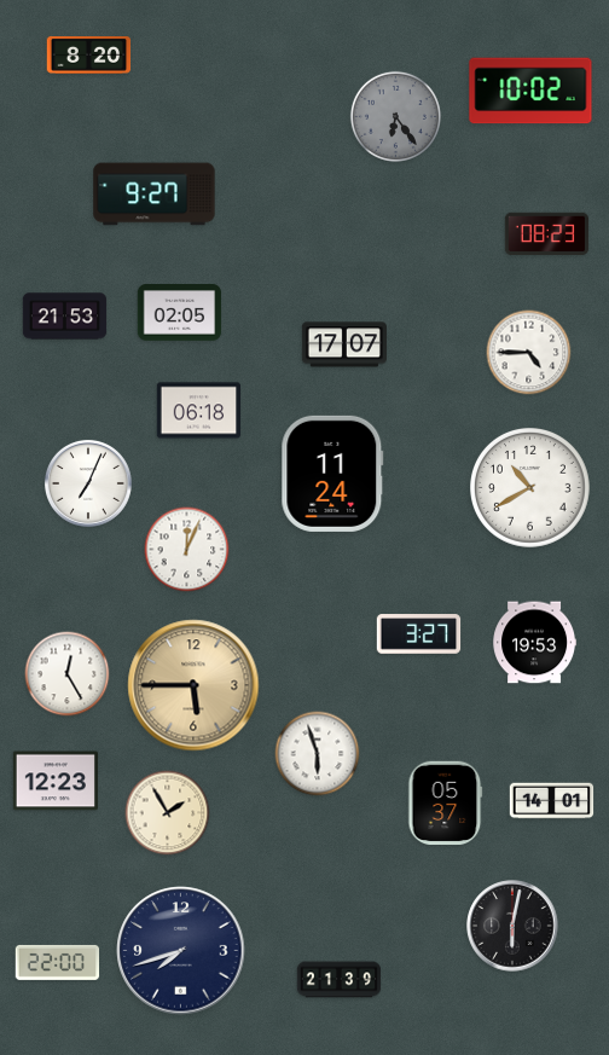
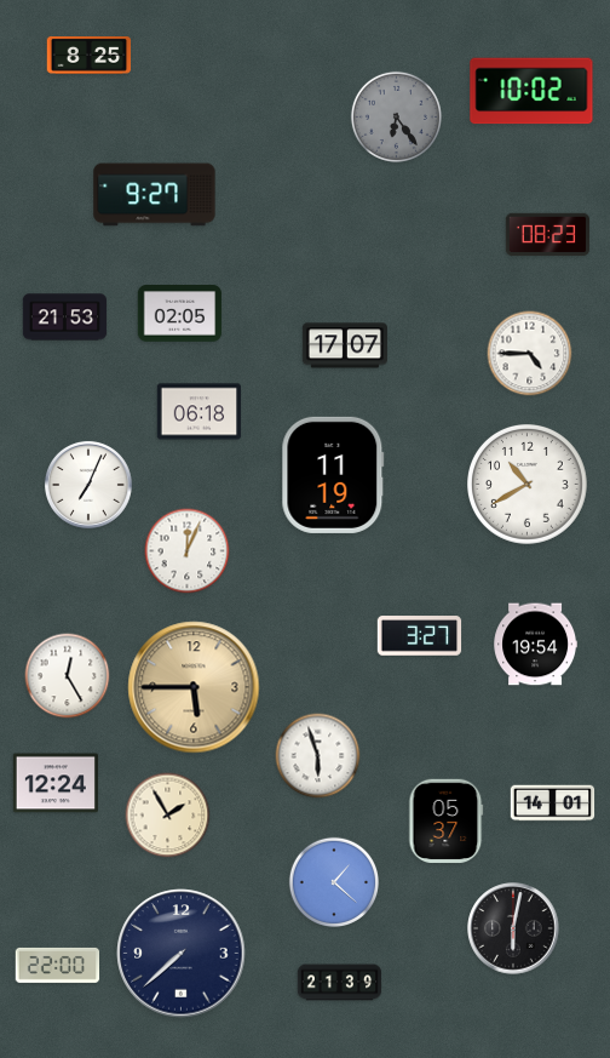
clock at (89, 56): 8:20 -> 8:25
clock at (332, 474): 11:24 -> 11:19
clock at (530, 488) position: (530, 488) -> (528, 485)
clock at (535, 643): 19:53 -> 19:54
clock at (56, 781): 12:23 -> 12:24
clock at (446, 804) position: (446, 804) -> (447, 822)
clock at (333, 881): none -> 1:22
clock at (181, 951): 7:42 -> 7:38
